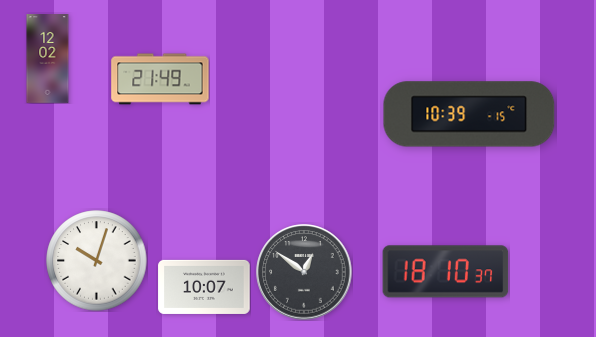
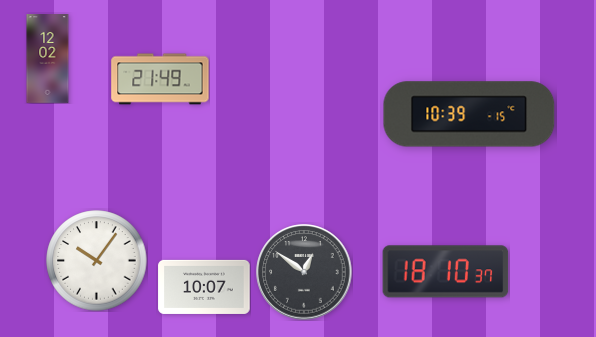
clock at (97, 261): 10:03 -> 10:06
